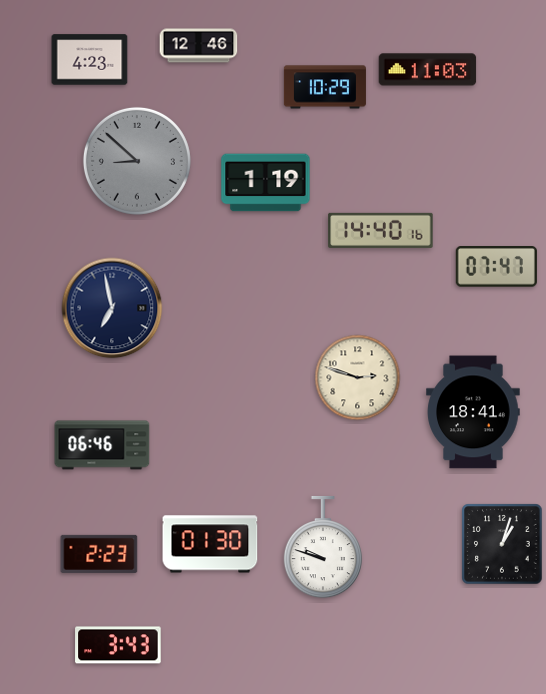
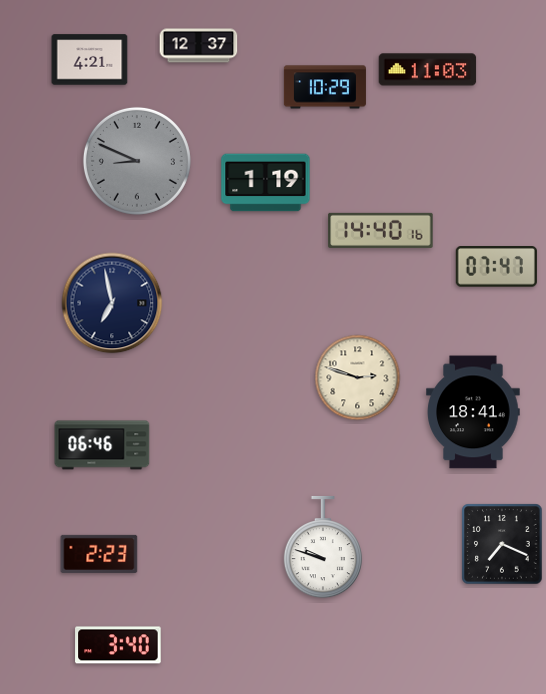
clock at (199, 46): 12:46 -> 12:37
clock at (90, 60): 4:23 -> 4:21
clock at (137, 161): 8:52 -> 8:49
clock at (112, 308) position: (112, 308) -> (112, 303)
clock at (210, 544): 01:30 -> none
clock at (502, 544): 1:03 -> 7:19
clock at (118, 645): 3:43 -> 3:40
